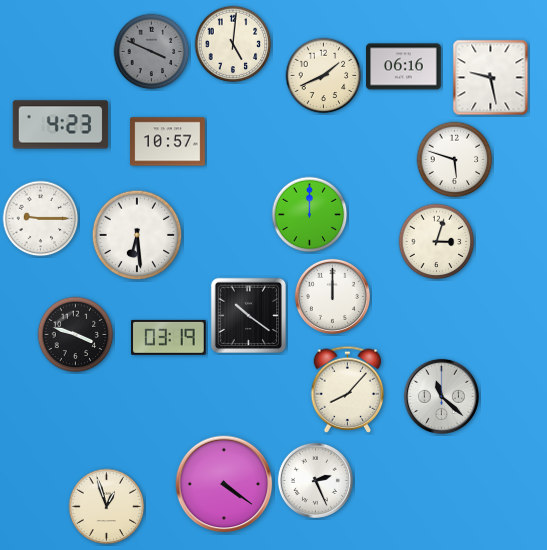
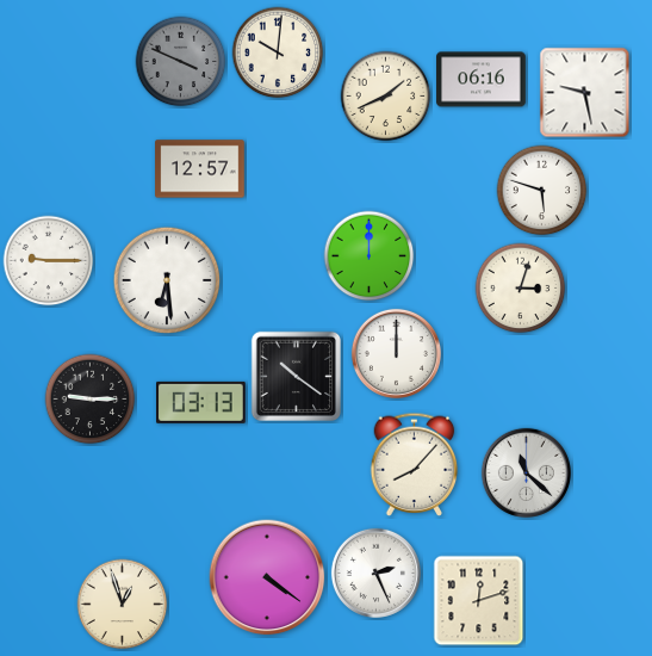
clock at (233, 44): 5:01 -> 10:01
clock at (324, 76) position: (324, 76) -> (386, 97)
clock at (61, 125): 4:23 -> none
clock at (168, 142): 10:57 -> 12:57
clock at (137, 235) position: (137, 235) -> (167, 280)
clock at (76, 335): 3:48 -> 9:15
clock at (169, 337): 03:19 -> 03:13
clock at (479, 601): none -> 12:12
clock at (107, 507) position: (107, 507) -> (123, 605)
